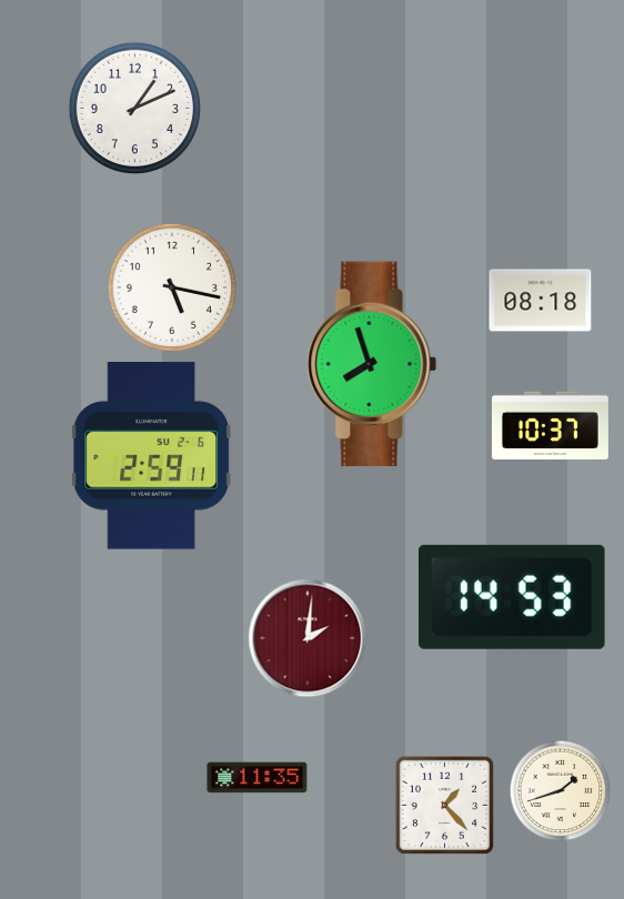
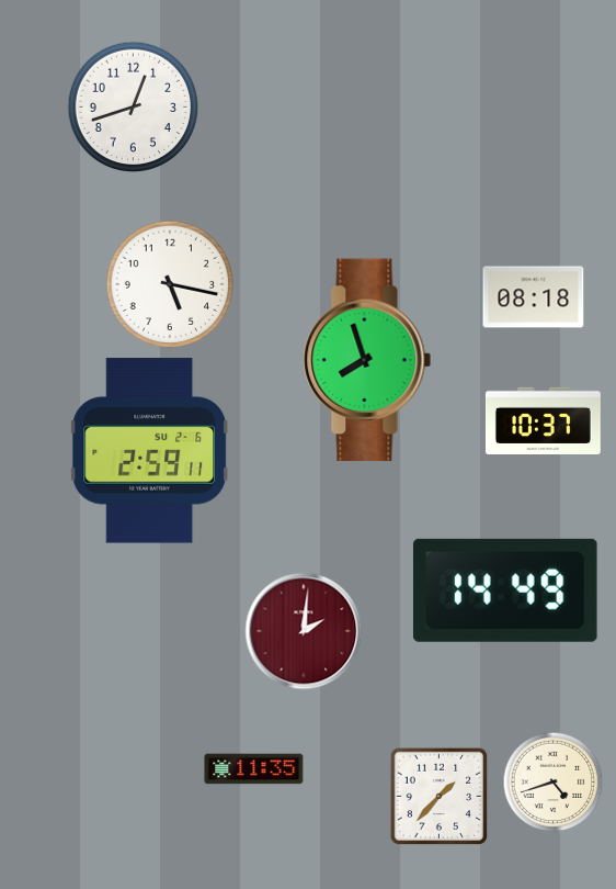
clock at (135, 109): 1:11 -> 12:42
clock at (512, 597): 14:53 -> 14:49
clock at (561, 791): 1:42 -> 4:42
clock at (445, 806): 1:23 -> 1:37
